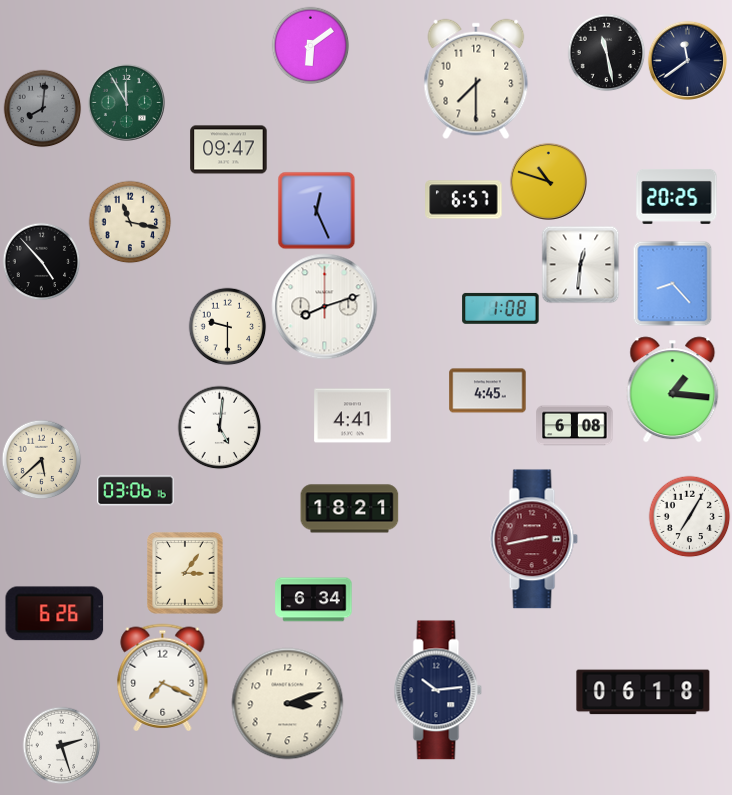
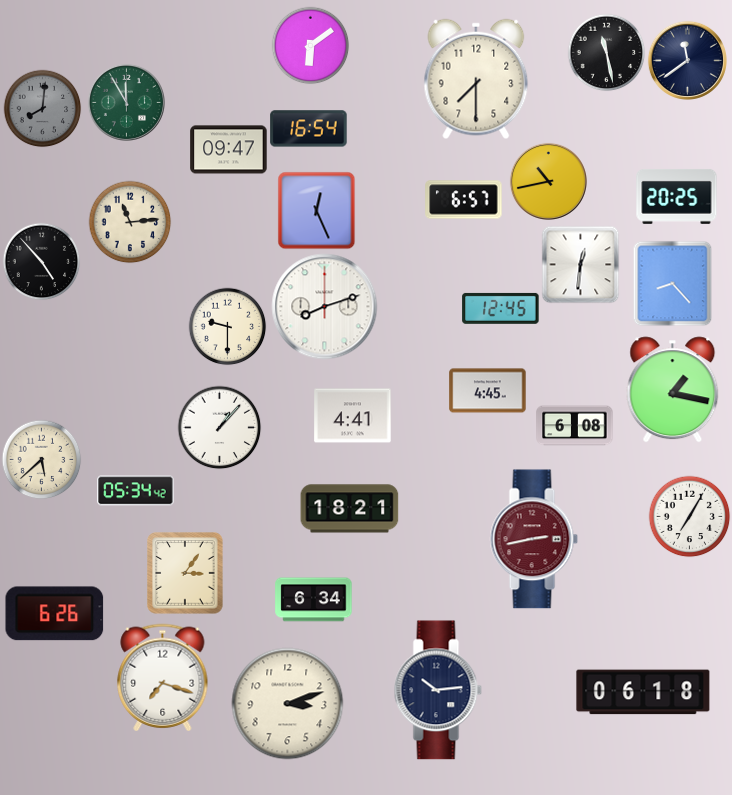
clock at (309, 129): none -> 16:54
clock at (548, 181): 10:48 -> 10:43
clock at (130, 222): 11:17 -> 11:14
clock at (501, 308): 1:08 -> 12:45
clock at (673, 390): 1:16 -> 1:17
clock at (219, 427): 5:01 -> 1:07
clock at (136, 491): 03:06 -> 05:34
clock at (163, 678): 7:19 -> 7:18
clock at (61, 745): 2:27 -> none
